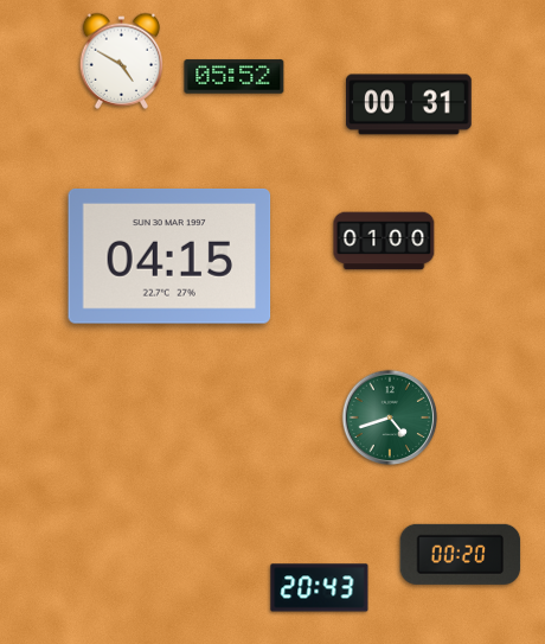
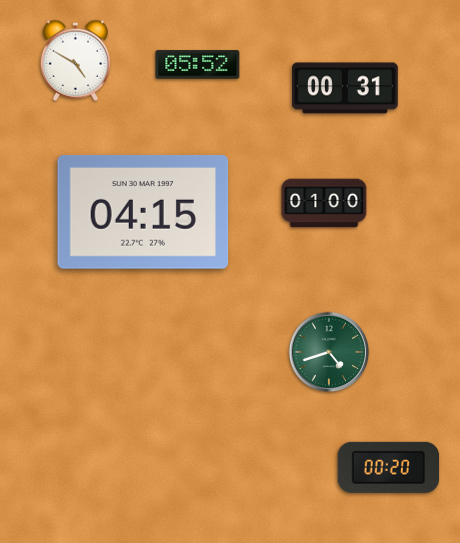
clock at (121, 60) position: (121, 60) -> (75, 60)
clock at (169, 257) position: (169, 257) -> (143, 213)
clock at (320, 588): 20:43 -> none
